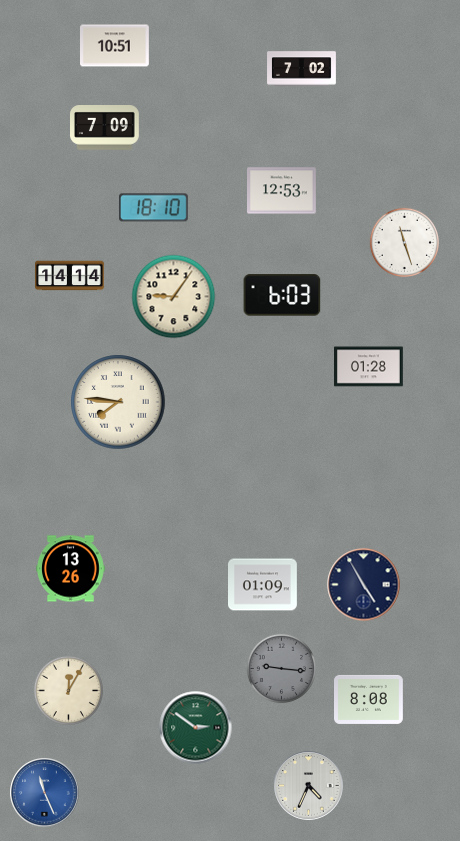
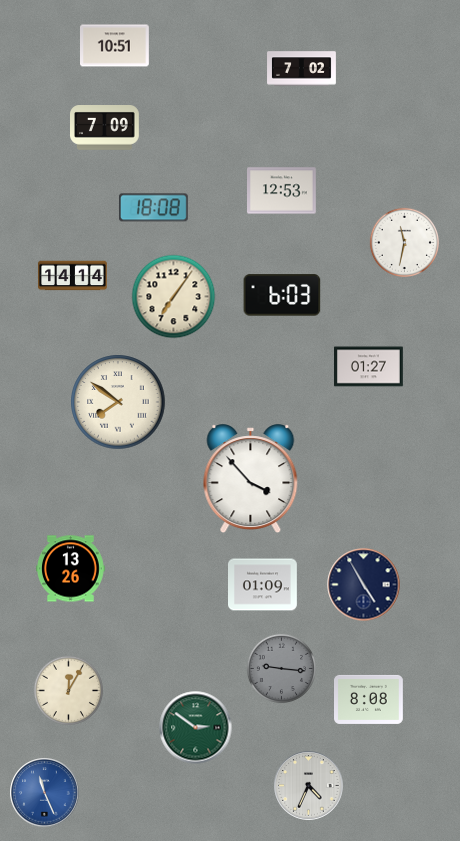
clock at (153, 208): 18:10 -> 18:08
clock at (404, 242): 11:27 -> 11:32
clock at (70, 276) position: (70, 276) -> (73, 276)
clock at (174, 297): 9:06 -> 7:06
clock at (369, 367): 01:28 -> 01:27
clock at (118, 402): 7:46 -> 7:51
clock at (251, 479): none -> 3:53
